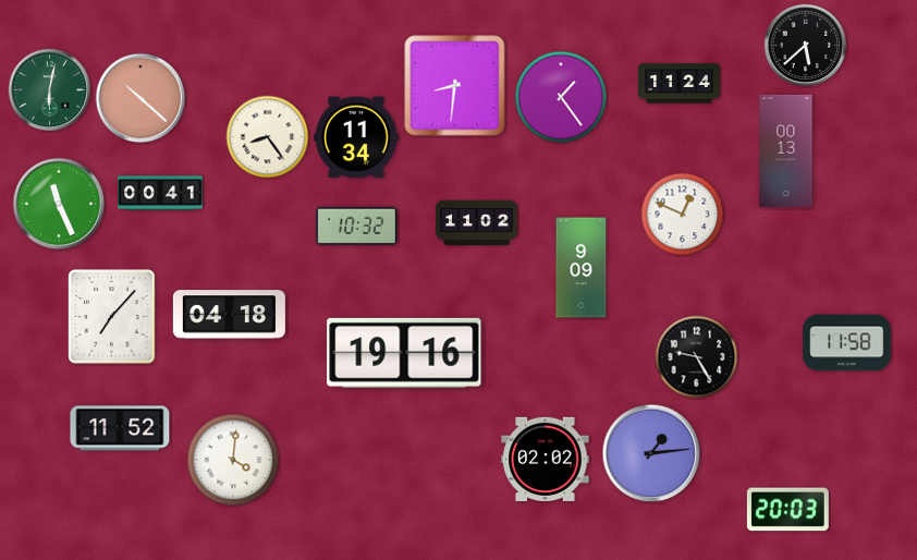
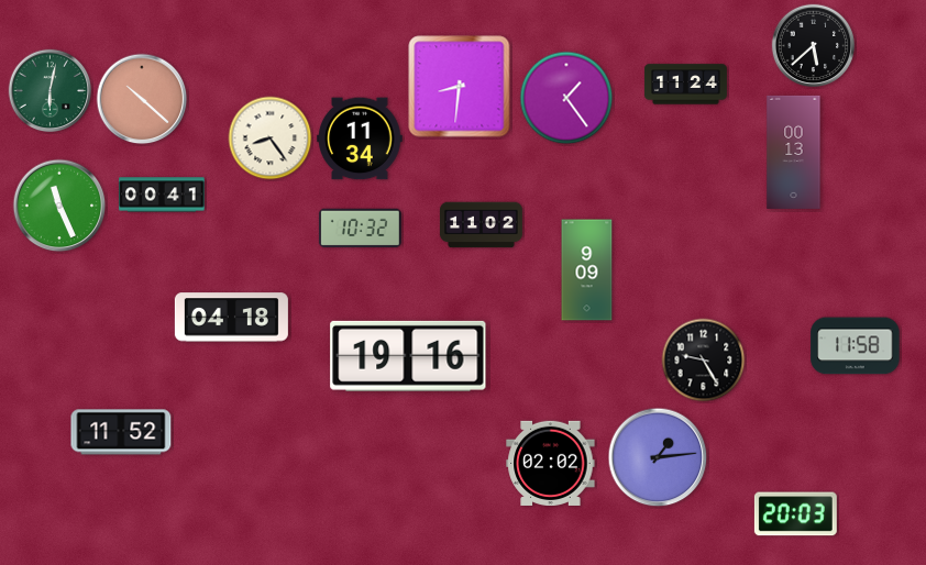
clock at (683, 215): 12:49 -> none
clock at (112, 317): 7:07 -> none
clock at (233, 460): 4:01 -> none
